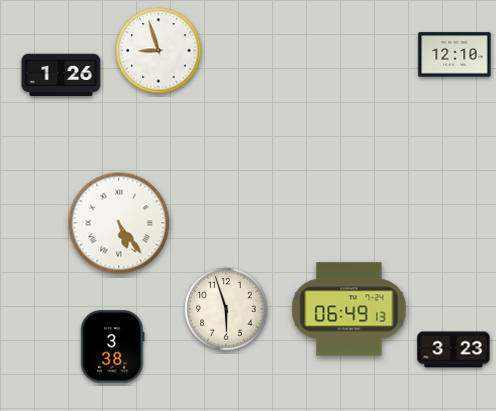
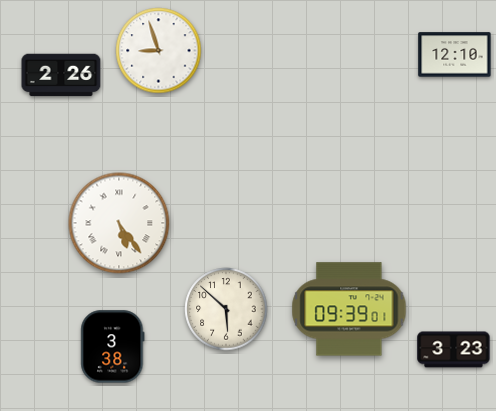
clock at (61, 75): 1:26 -> 2:26
clock at (226, 309): 5:57 -> 5:52
clock at (349, 309): 06:49 -> 09:39
